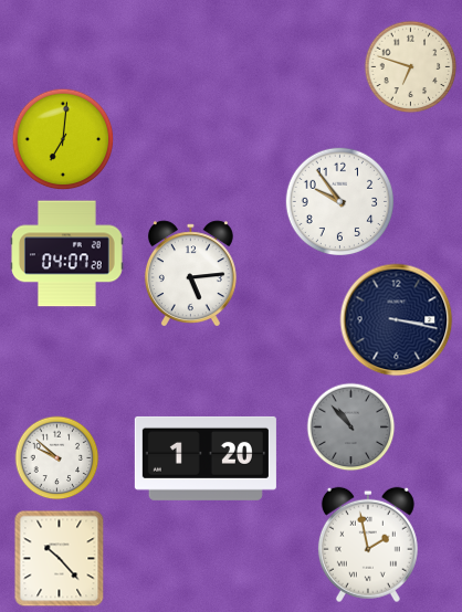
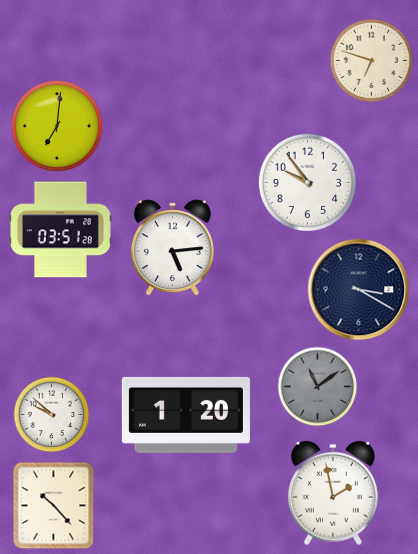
clock at (67, 254): 04:07 -> 03:51
clock at (397, 320): 3:17 -> 3:20
clock at (351, 428): 10:53 -> 11:09
